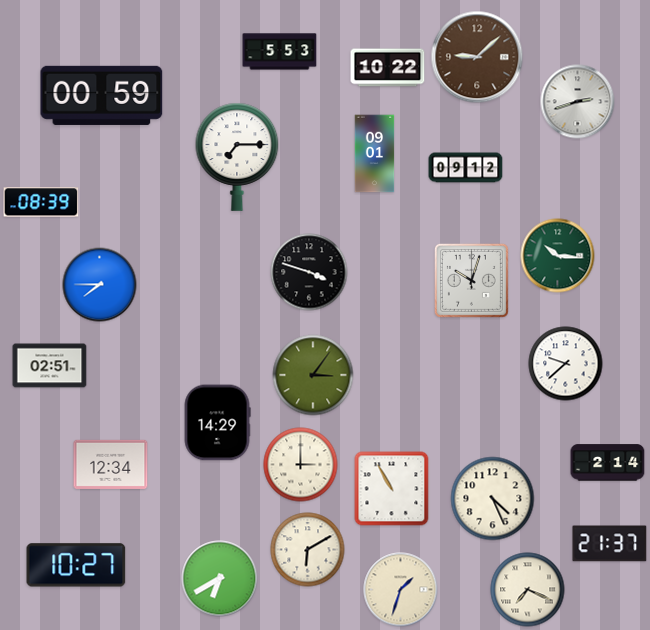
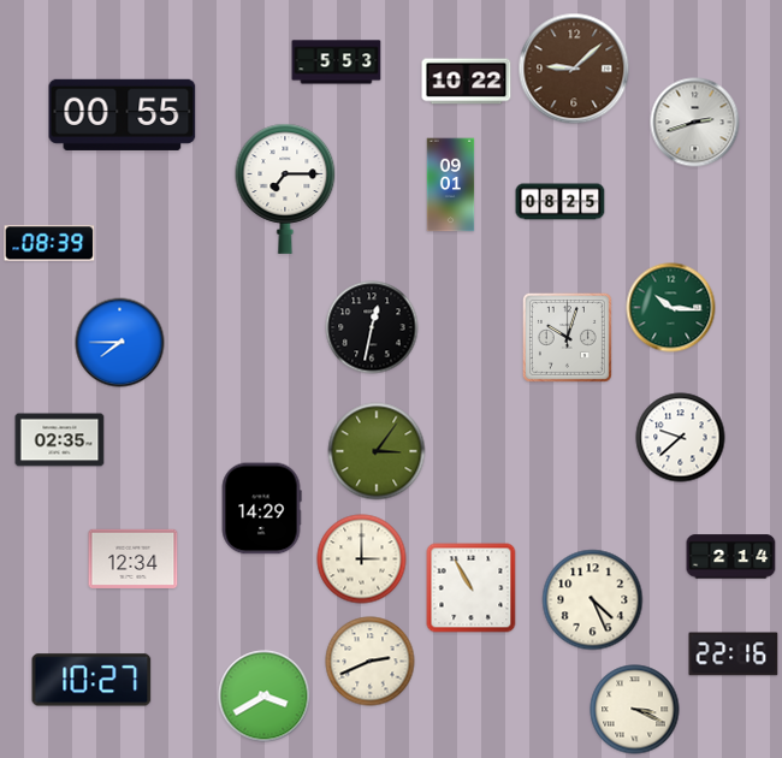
clock at (102, 95): 00:59 -> 00:55
clock at (466, 168): 09:12 -> 08:25
clock at (309, 272): 3:48 -> 12:32
clock at (50, 366): 02:51 -> 02:35
clock at (610, 544): 21:37 -> 22:16
clock at (308, 550): 6:10 -> 2:41
clock at (220, 579): 6:40 -> 3:40
clock at (401, 590): 1:33 -> none
clock at (528, 590): 7:19 -> 3:19
